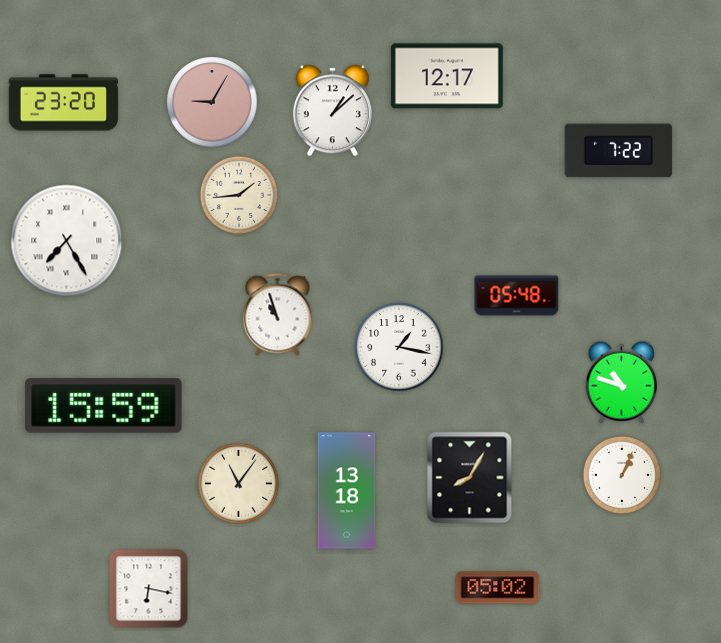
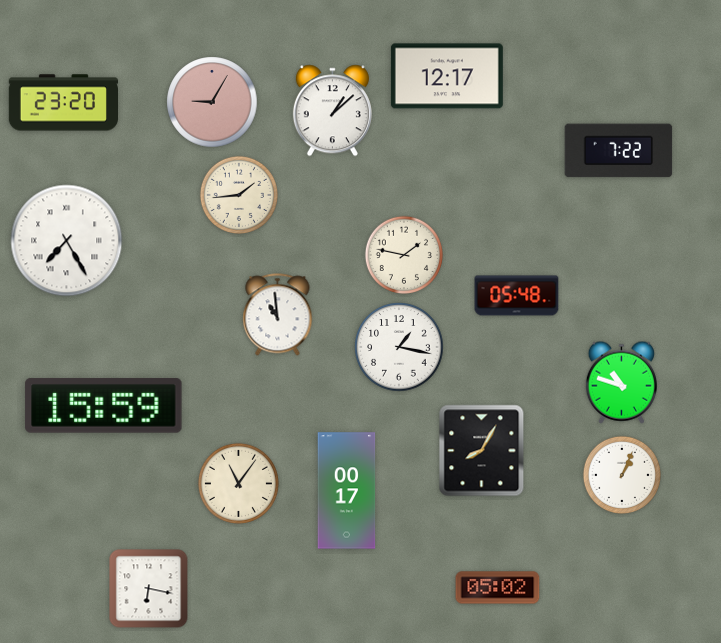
clock at (403, 254): none -> 1:47
clock at (278, 315): 10:57 -> 10:59
clock at (470, 478) position: (470, 478) -> (482, 451)
clock at (347, 491): 13:18 -> 00:17
